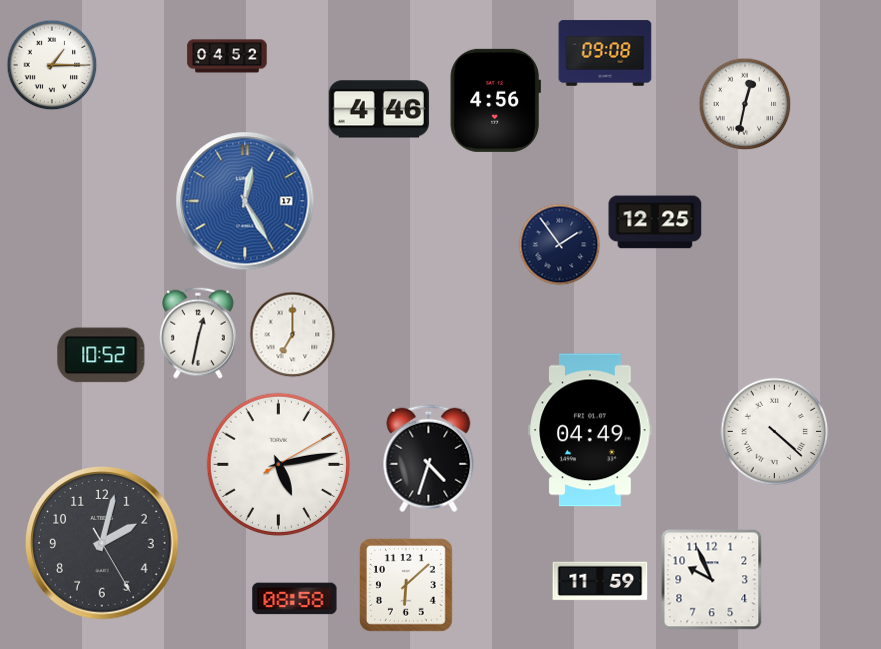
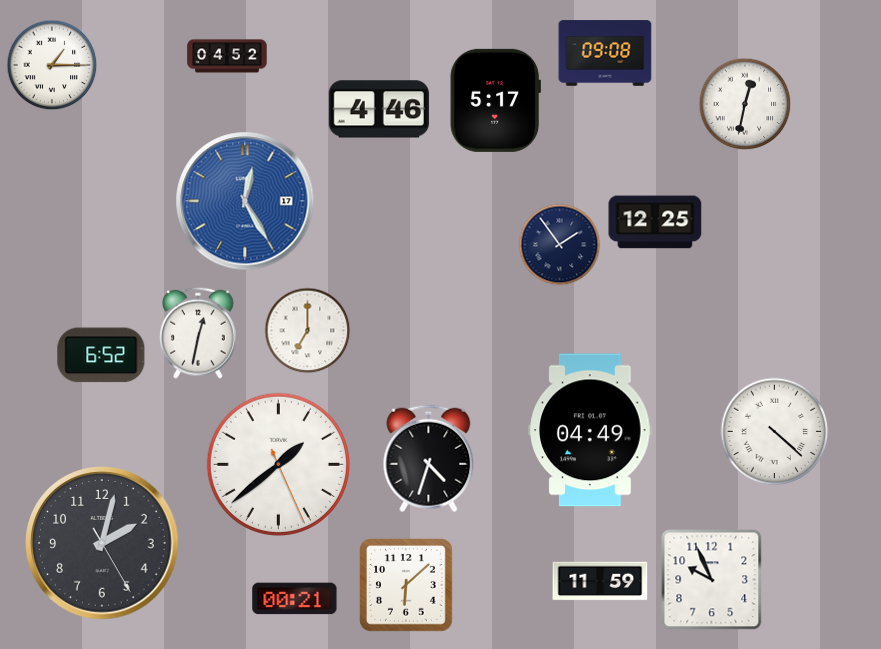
clock at (495, 100): 4:56 -> 5:17
clock at (293, 335) position: (293, 335) -> (308, 331)
clock at (101, 355): 10:52 -> 6:52
clock at (278, 464): 5:13 -> 1:38
clock at (295, 599): 08:58 -> 00:21
